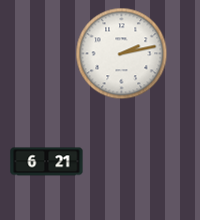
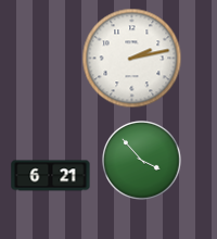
clock at (142, 161): none -> 3:53
